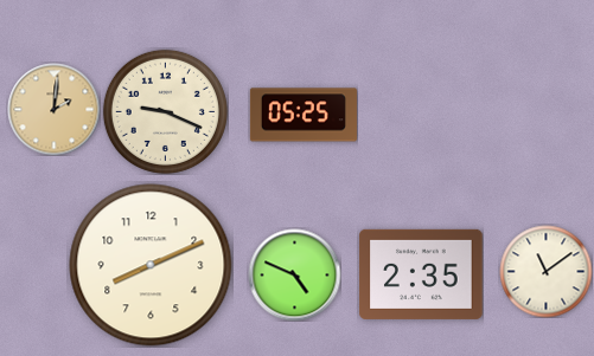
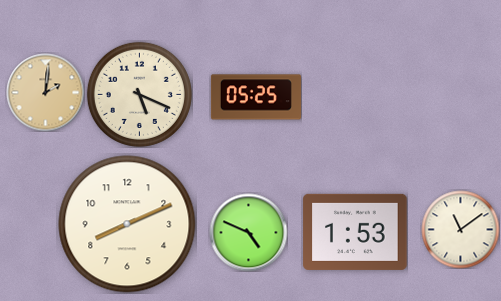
clock at (165, 111): 9:19 -> 5:19
clock at (421, 274): 2:35 -> 1:53
